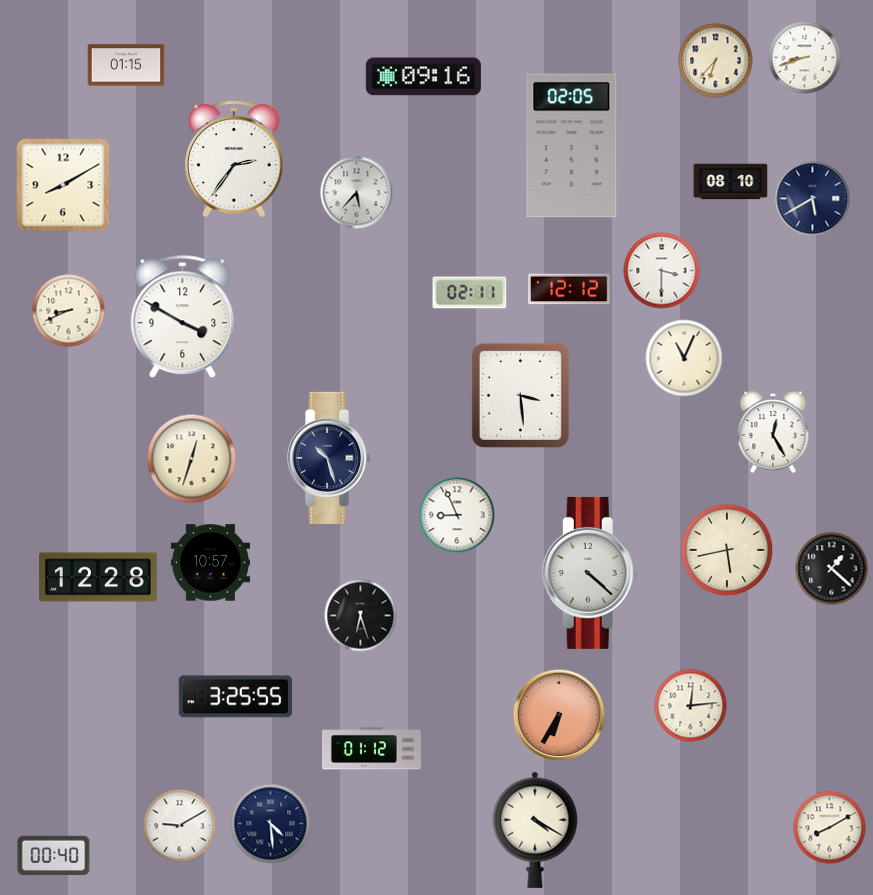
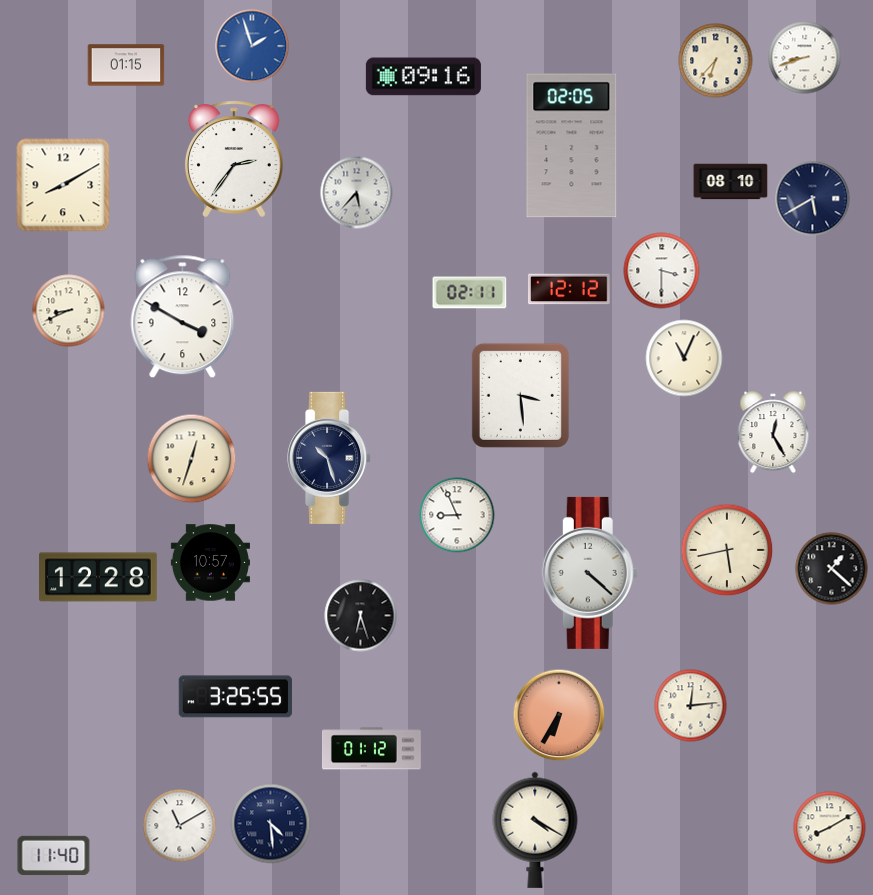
clock at (252, 46): none -> 1:57
clock at (180, 826): 9:10 -> 11:10
clock at (54, 856): 00:40 -> 11:40
